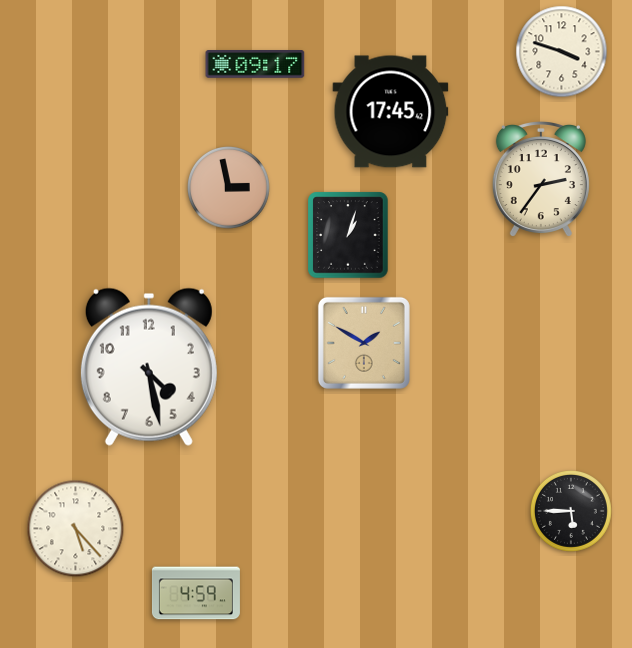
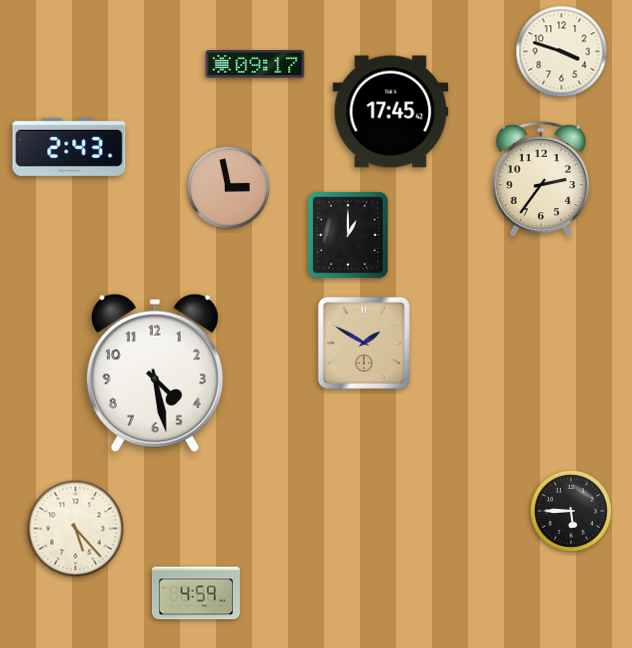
clock at (69, 147): none -> 2:43
clock at (348, 235): 1:03 -> 1:00
clock at (149, 367) position: (149, 367) -> (155, 373)
